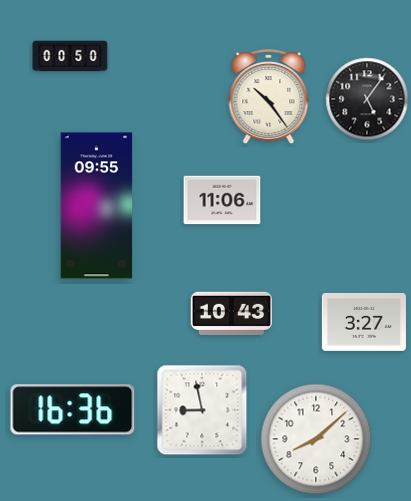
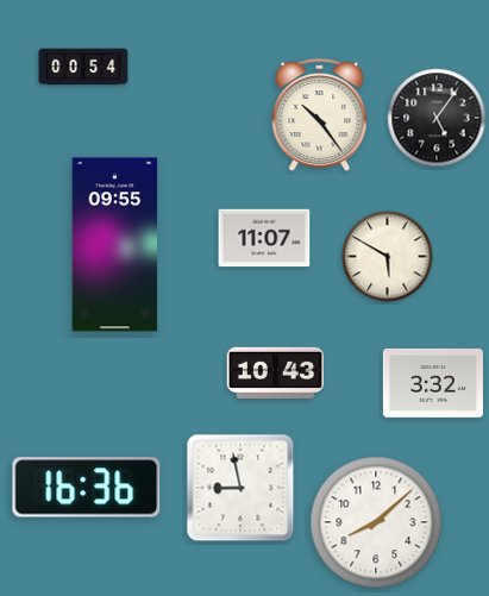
clock at (70, 56): 00:50 -> 00:54
clock at (222, 200): 11:06 -> 11:07
clock at (388, 257): none -> 5:50
clock at (364, 322): 3:27 -> 3:32
